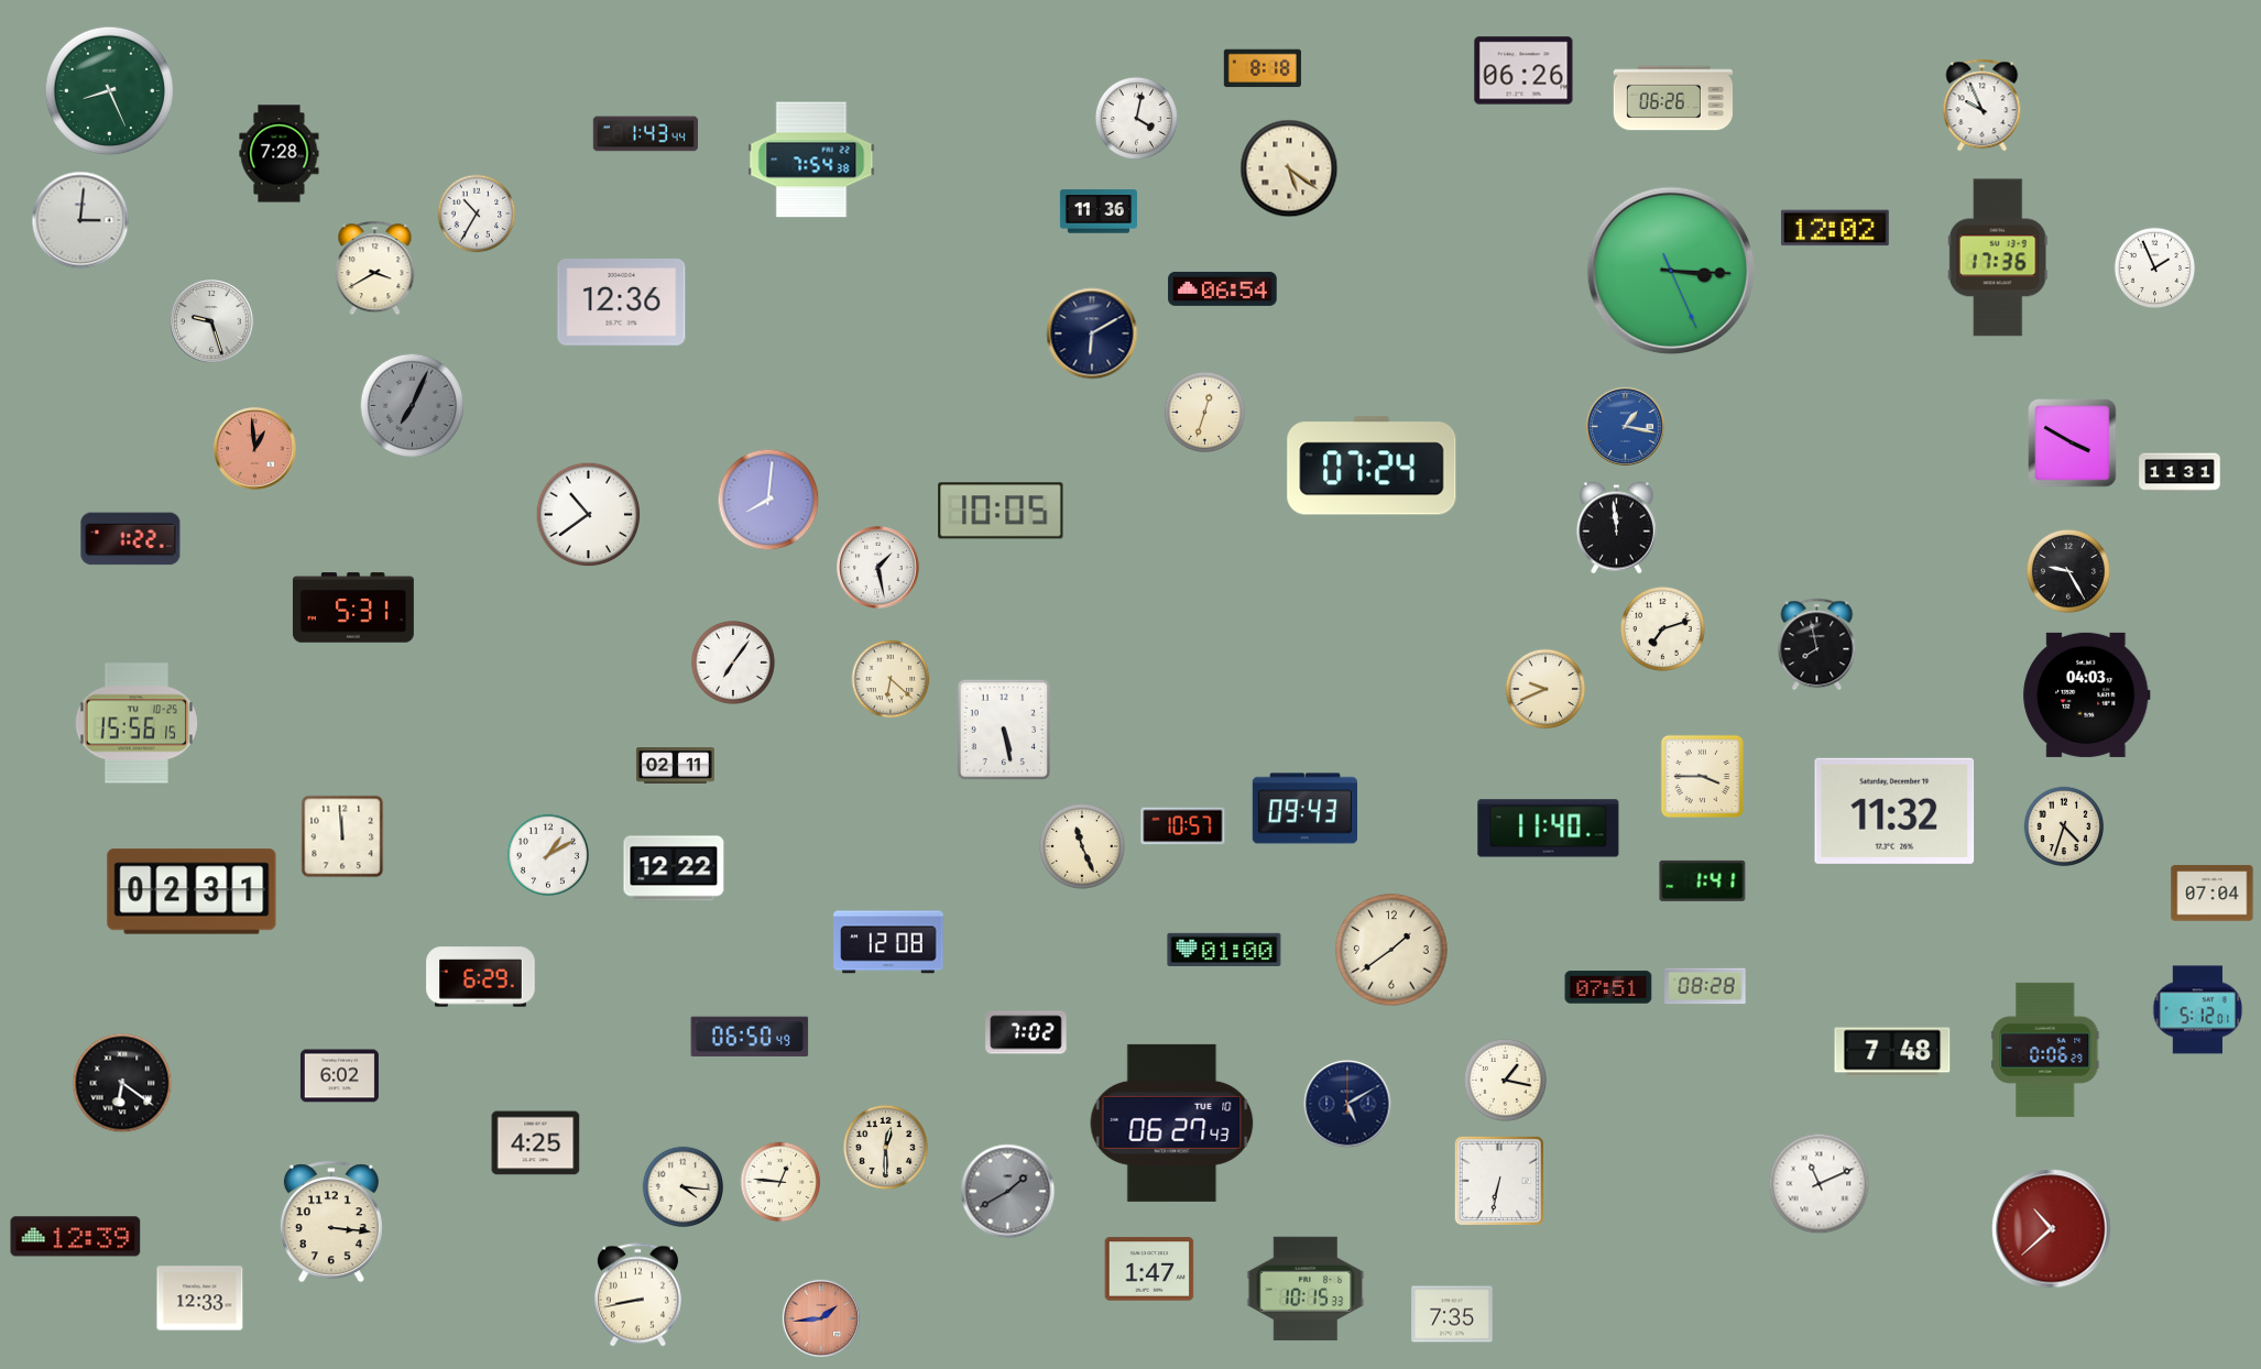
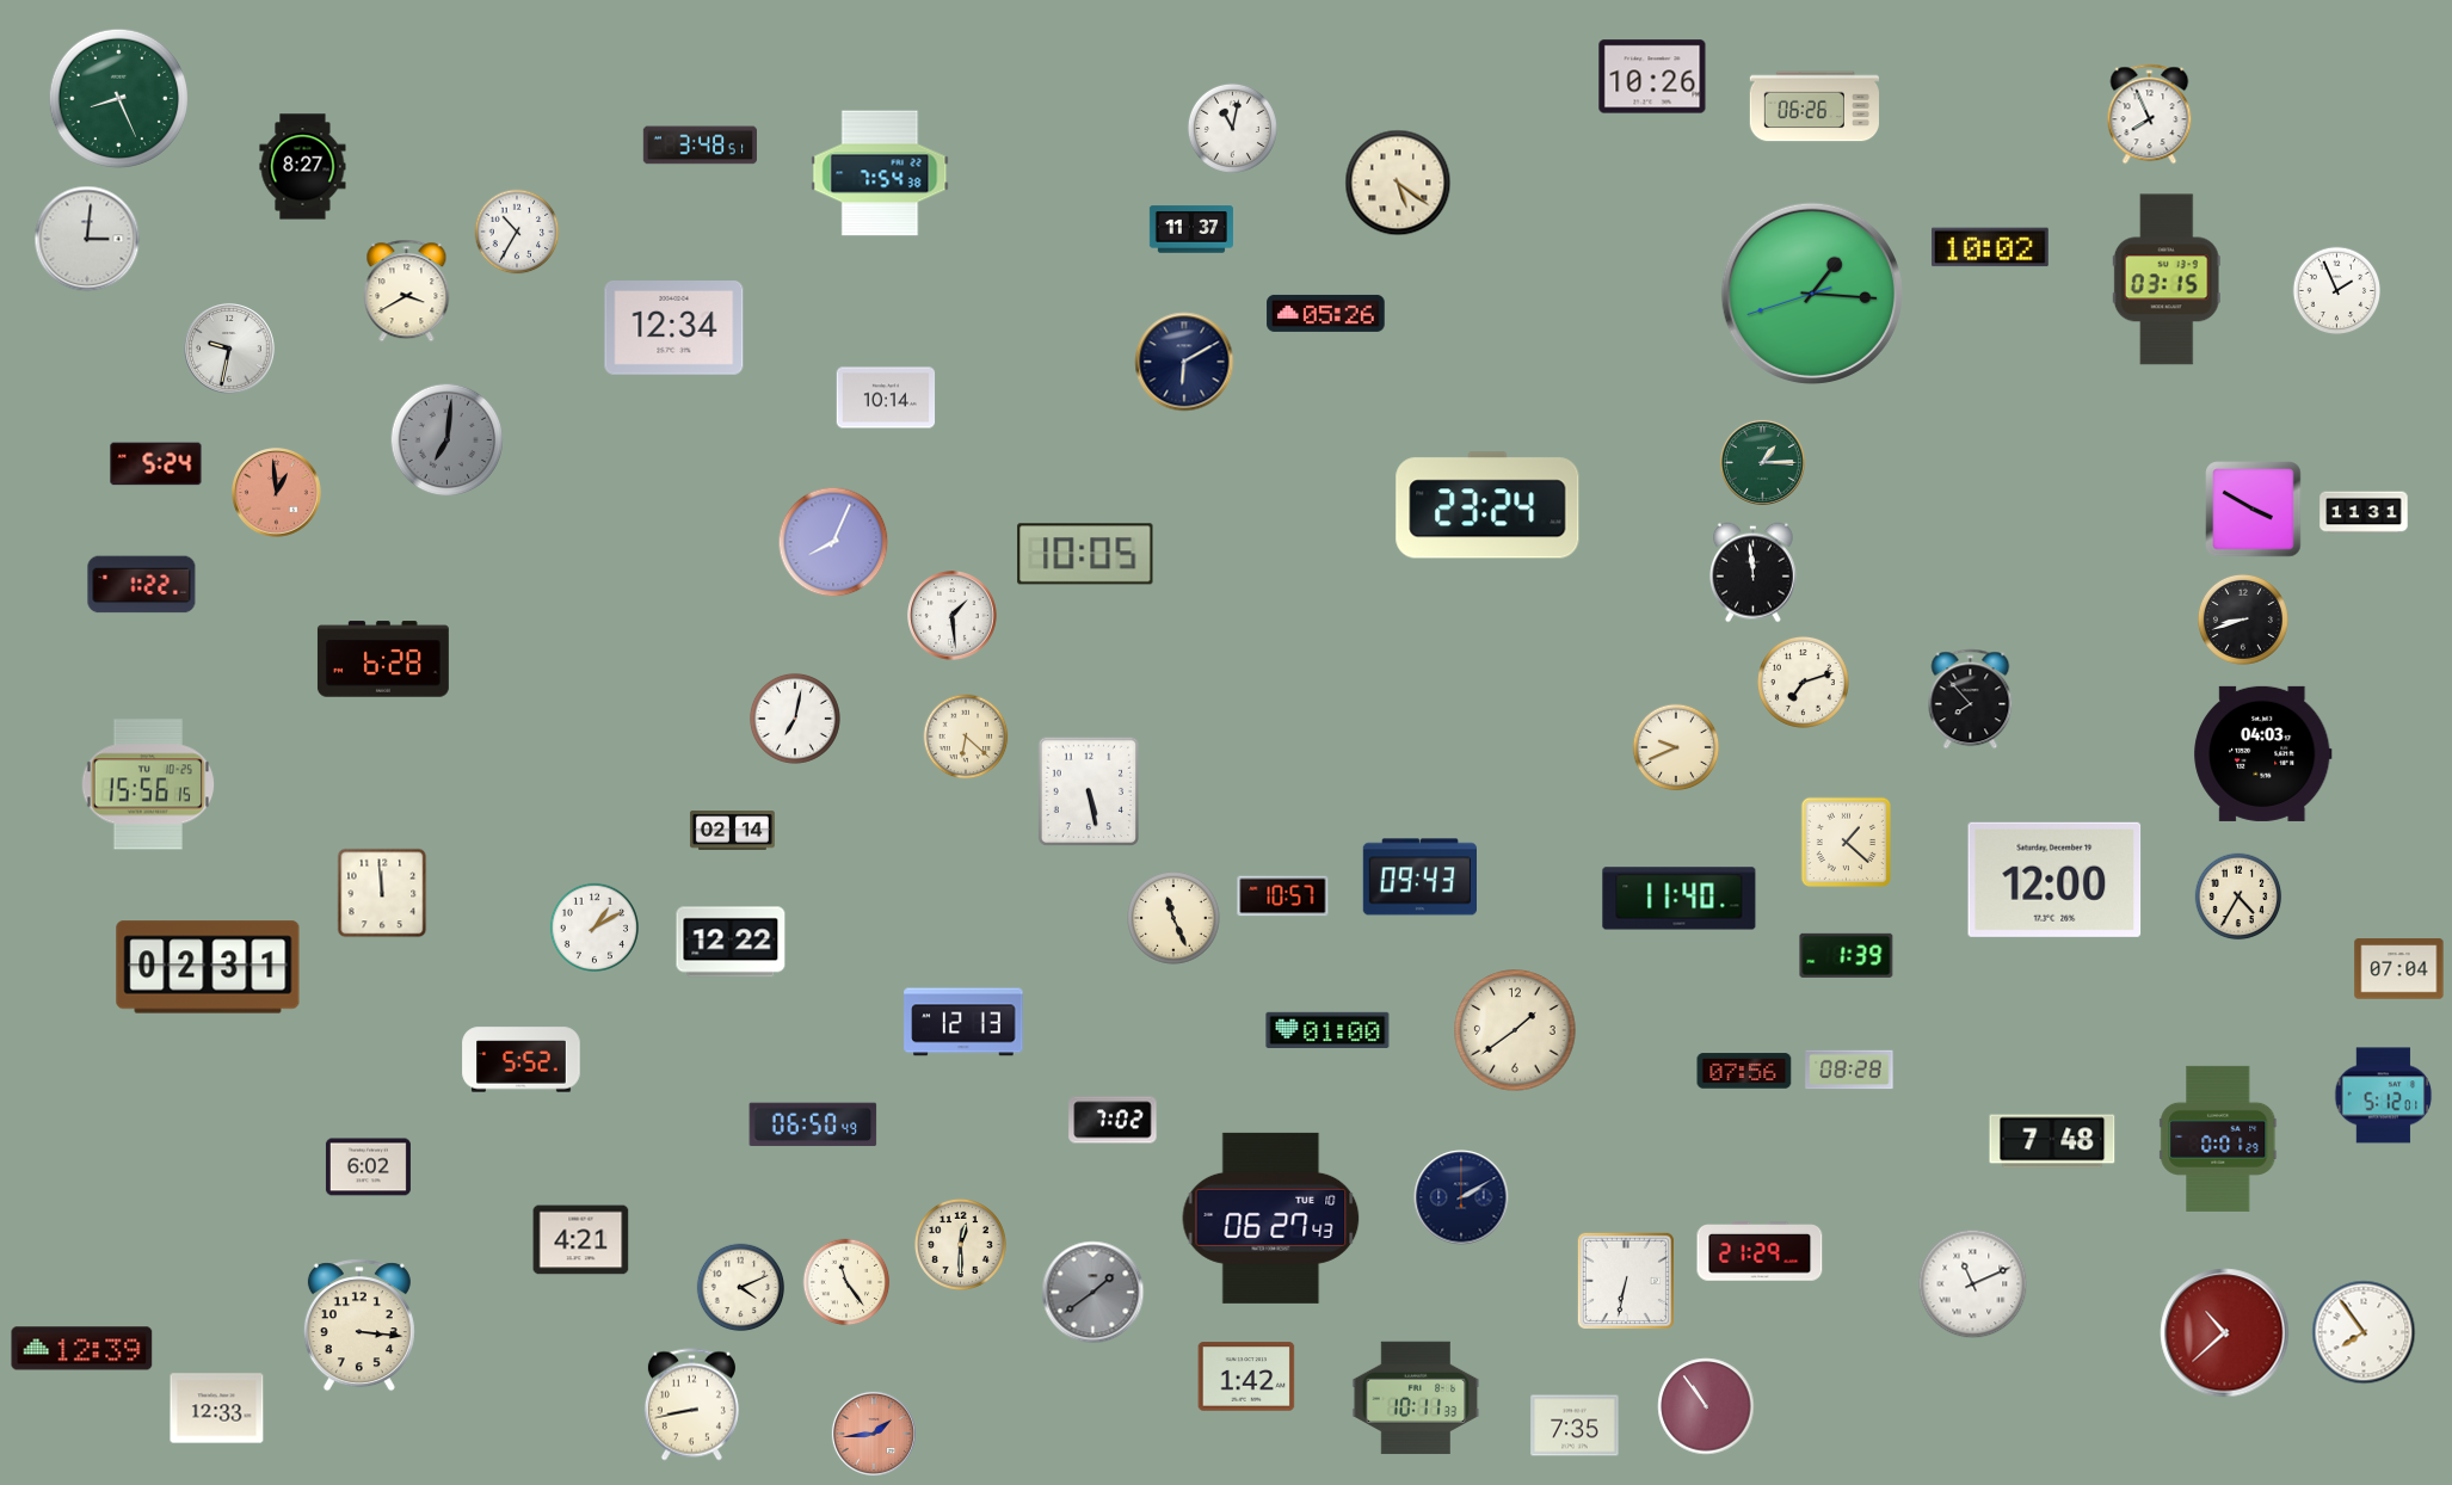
clock at (1263, 68): 8:18 -> none
clock at (1523, 70): 06:26 -> 10:26
clock at (1983, 106): 9:56 -> 7:56
clock at (1136, 118): 4:02 -> 11:02
clock at (645, 134): 1:43 -> 3:48
clock at (280, 154): 7:28 -> 8:27
clock at (1099, 211): 11:36 -> 11:37
clock at (1835, 228): 12:02 -> 10:02
clock at (1998, 258): 17:36 -> 03:15
clock at (1671, 271): 3:15 -> 1:15
clock at (1223, 288): 06:54 -> 05:26
clock at (622, 303): 12:36 -> 12:34
clock at (211, 321): 9:27 -> 9:32
clock at (886, 398): none -> 10:14
clock at (413, 406): 7:04 -> 7:01
clock at (1205, 413): 12:33 -> none
clock at (1625, 426): 1:17 -> 1:15
clock at (1625, 426) dial: blue -> green
clock at (156, 464): none -> 5:24
clock at (2073, 443) position: (2073, 443) -> (2254, 510)
clock at (255, 449) position: (255, 449) -> (277, 493)
clock at (1372, 466): 07:24 -> 23:24
clock at (768, 500): 8:01 -> 8:04
clock at (589, 515): 10:39 -> none
clock at (878, 568): 1:28 -> 1:29
clock at (2068, 571): 9:25 -> 8:42
clock at (353, 607): 5:31 -> 6:28
clock at (1817, 645): 7:58 -> 7:53
clock at (733, 662): 7:06 -> 7:02
clock at (675, 766): 02:11 -> 02:14
clock at (1702, 776): 3:45 -> 1:22
clock at (1304, 809) position: (1304, 809) -> (1419, 877)
clock at (1894, 811): 11:32 -> 12:00
clock at (2064, 826): 4:33 -> 4:35
clock at (342, 836) position: (342, 836) -> (382, 893)
clock at (1703, 880): 1:41 -> 1:39
clock at (888, 942): 12:08 -> 12:13
clock at (1391, 950) position: (1391, 950) -> (1515, 1030)
clock at (481, 977): 6:29 -> 5:52
clock at (1608, 987): 07:51 -> 07:56
clock at (2045, 1050): 0:06 -> 0:01
clock at (1505, 1080): 1:17 -> none
clock at (122, 1083): 6:21 -> none
clock at (1347, 1104): 5:10 -> 2:10
clock at (536, 1143): 4:25 -> 4:21
clock at (1760, 1251): none -> 21:29
clock at (780, 1182): 12:46 -> 11:24
clock at (684, 1187): 4:16 -> 4:11
clock at (1008, 1192): 1:40 -> 1:39
clock at (2364, 1332): none -> 7:54
clock at (76, 1237) position: (76, 1237) -> (82, 1349)
clock at (1149, 1269): 1:47 -> 1:42
clock at (1306, 1289): 10:15 -> 10:11
clock at (1706, 1406): none -> 10:54
clock at (821, 1318) position: (821, 1318) -> (874, 1434)
